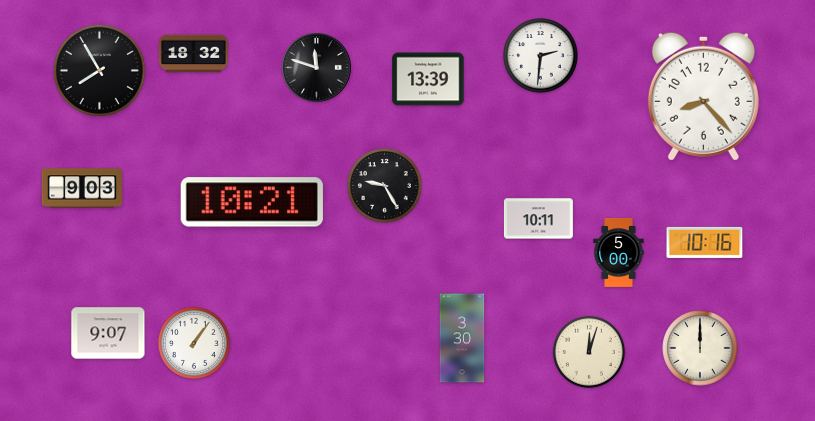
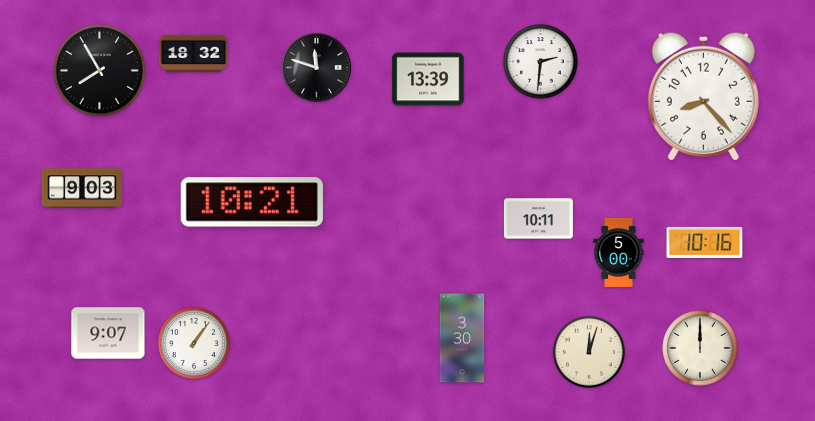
clock at (541, 56) position: (541, 56) -> (541, 62)
clock at (385, 186): 9:25 -> none
